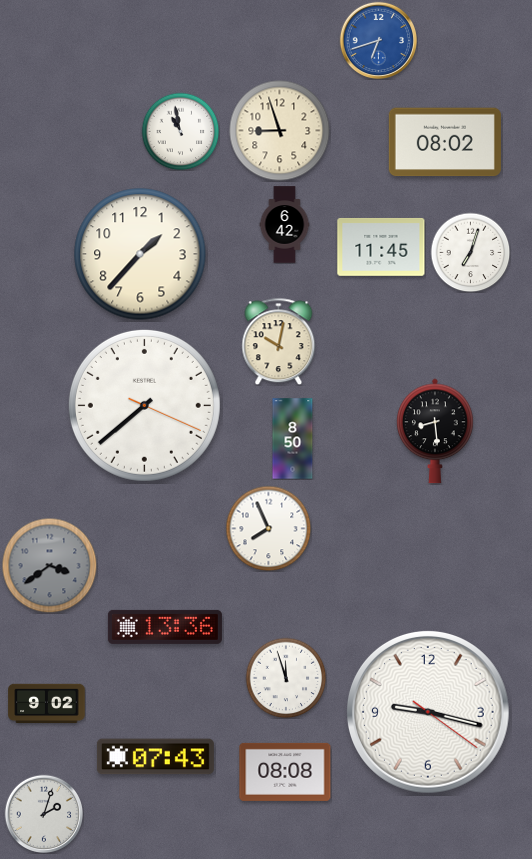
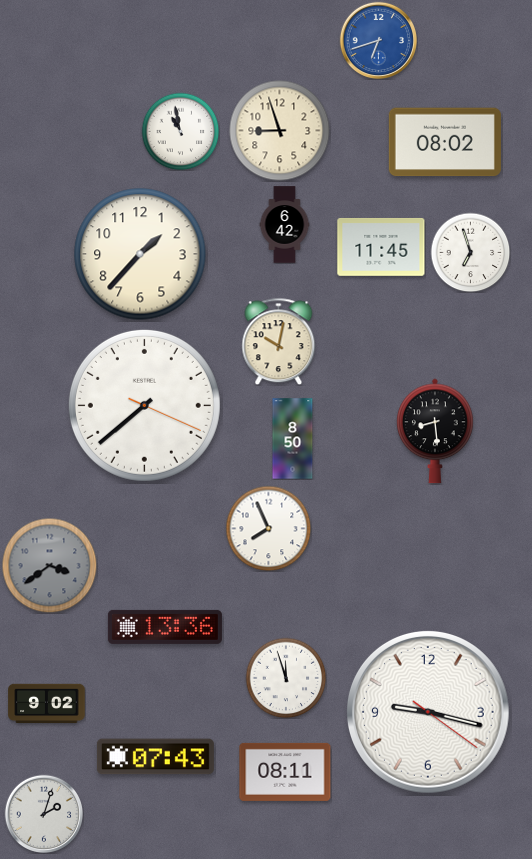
clock at (470, 252): 7:03 -> 6:57
clock at (285, 772): 08:08 -> 08:11
